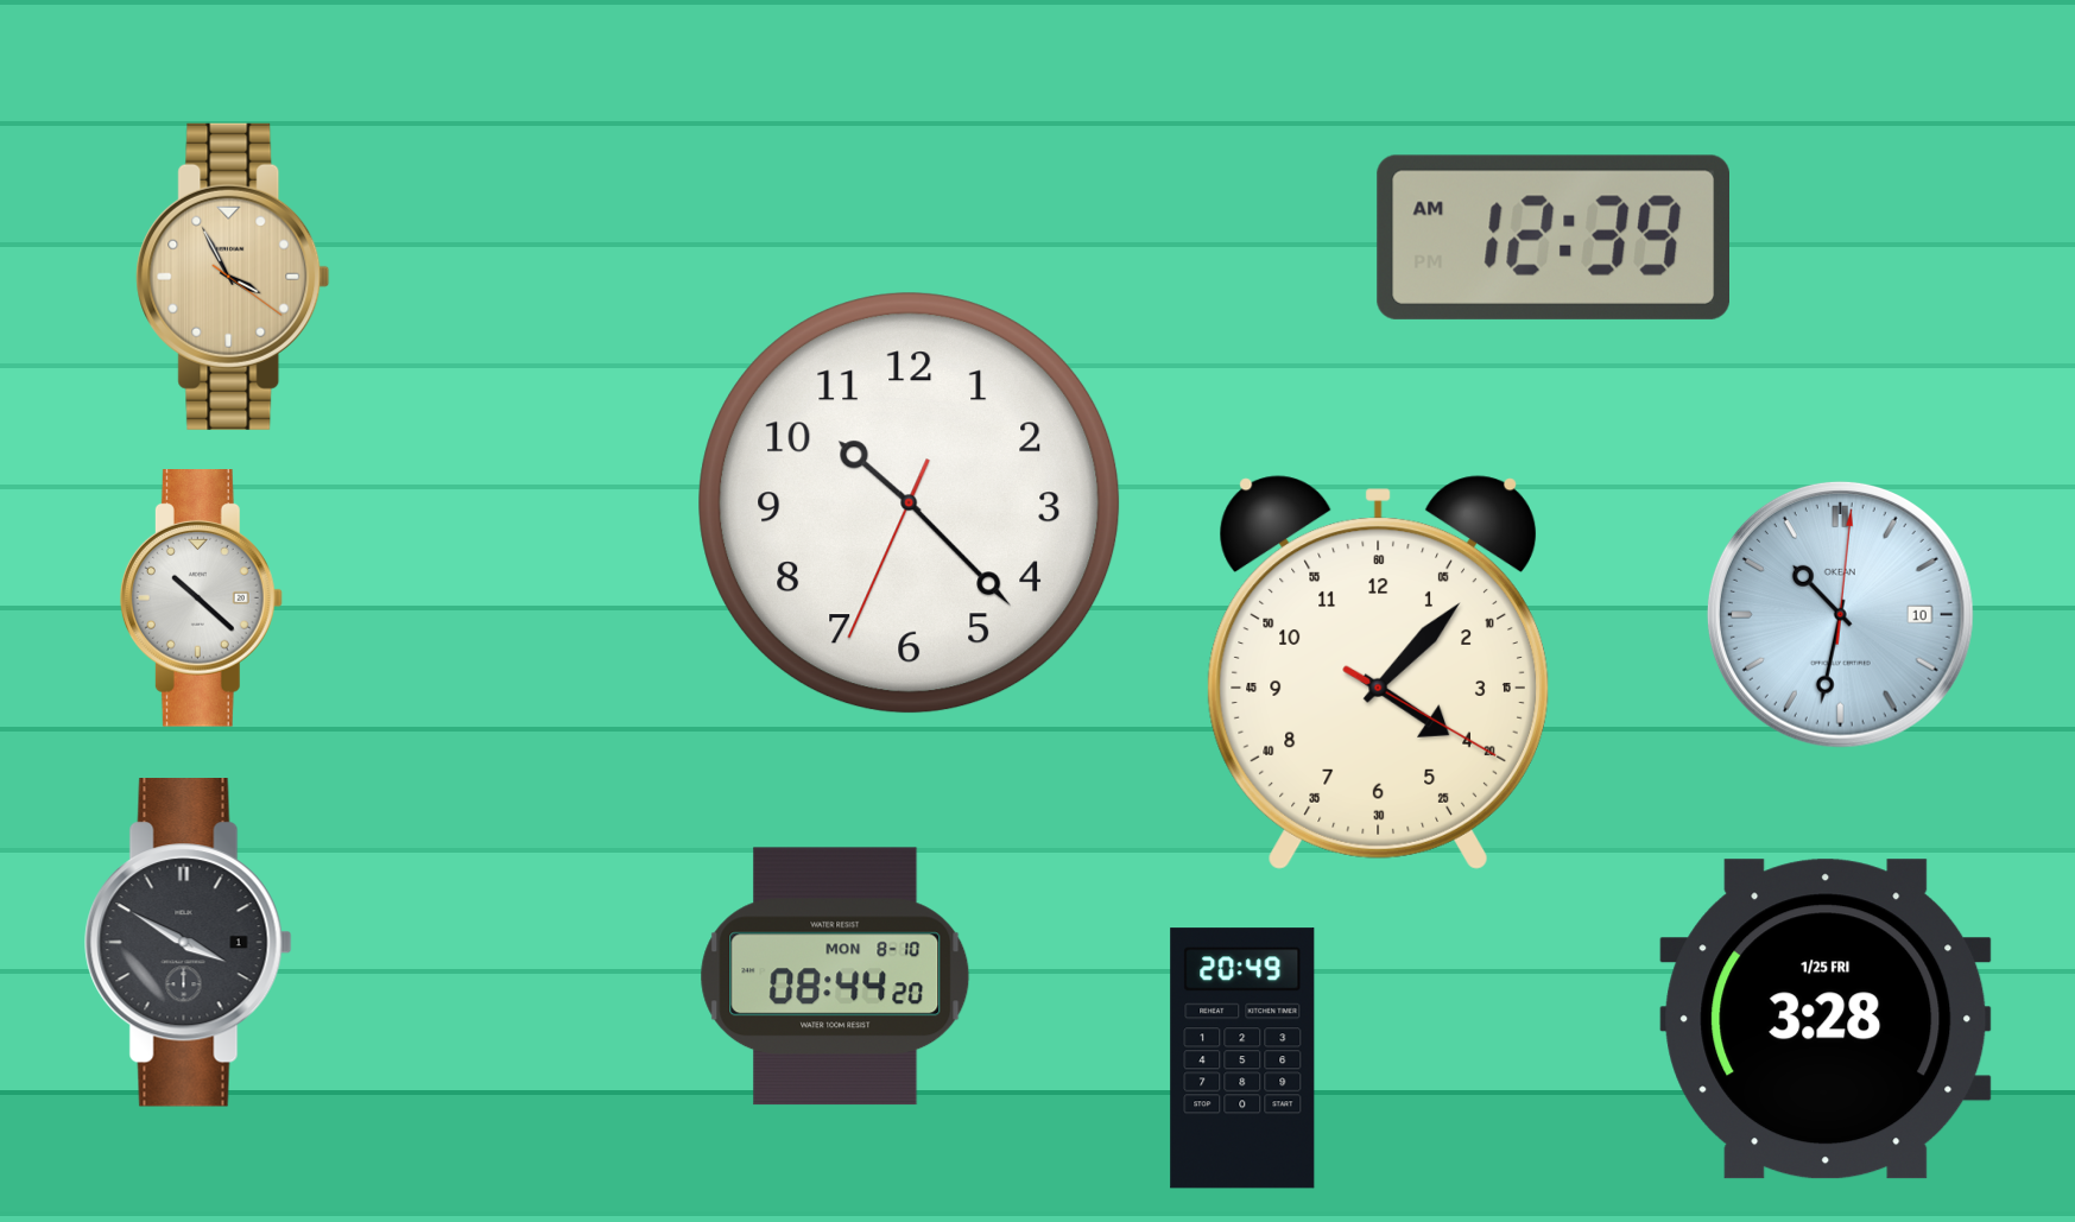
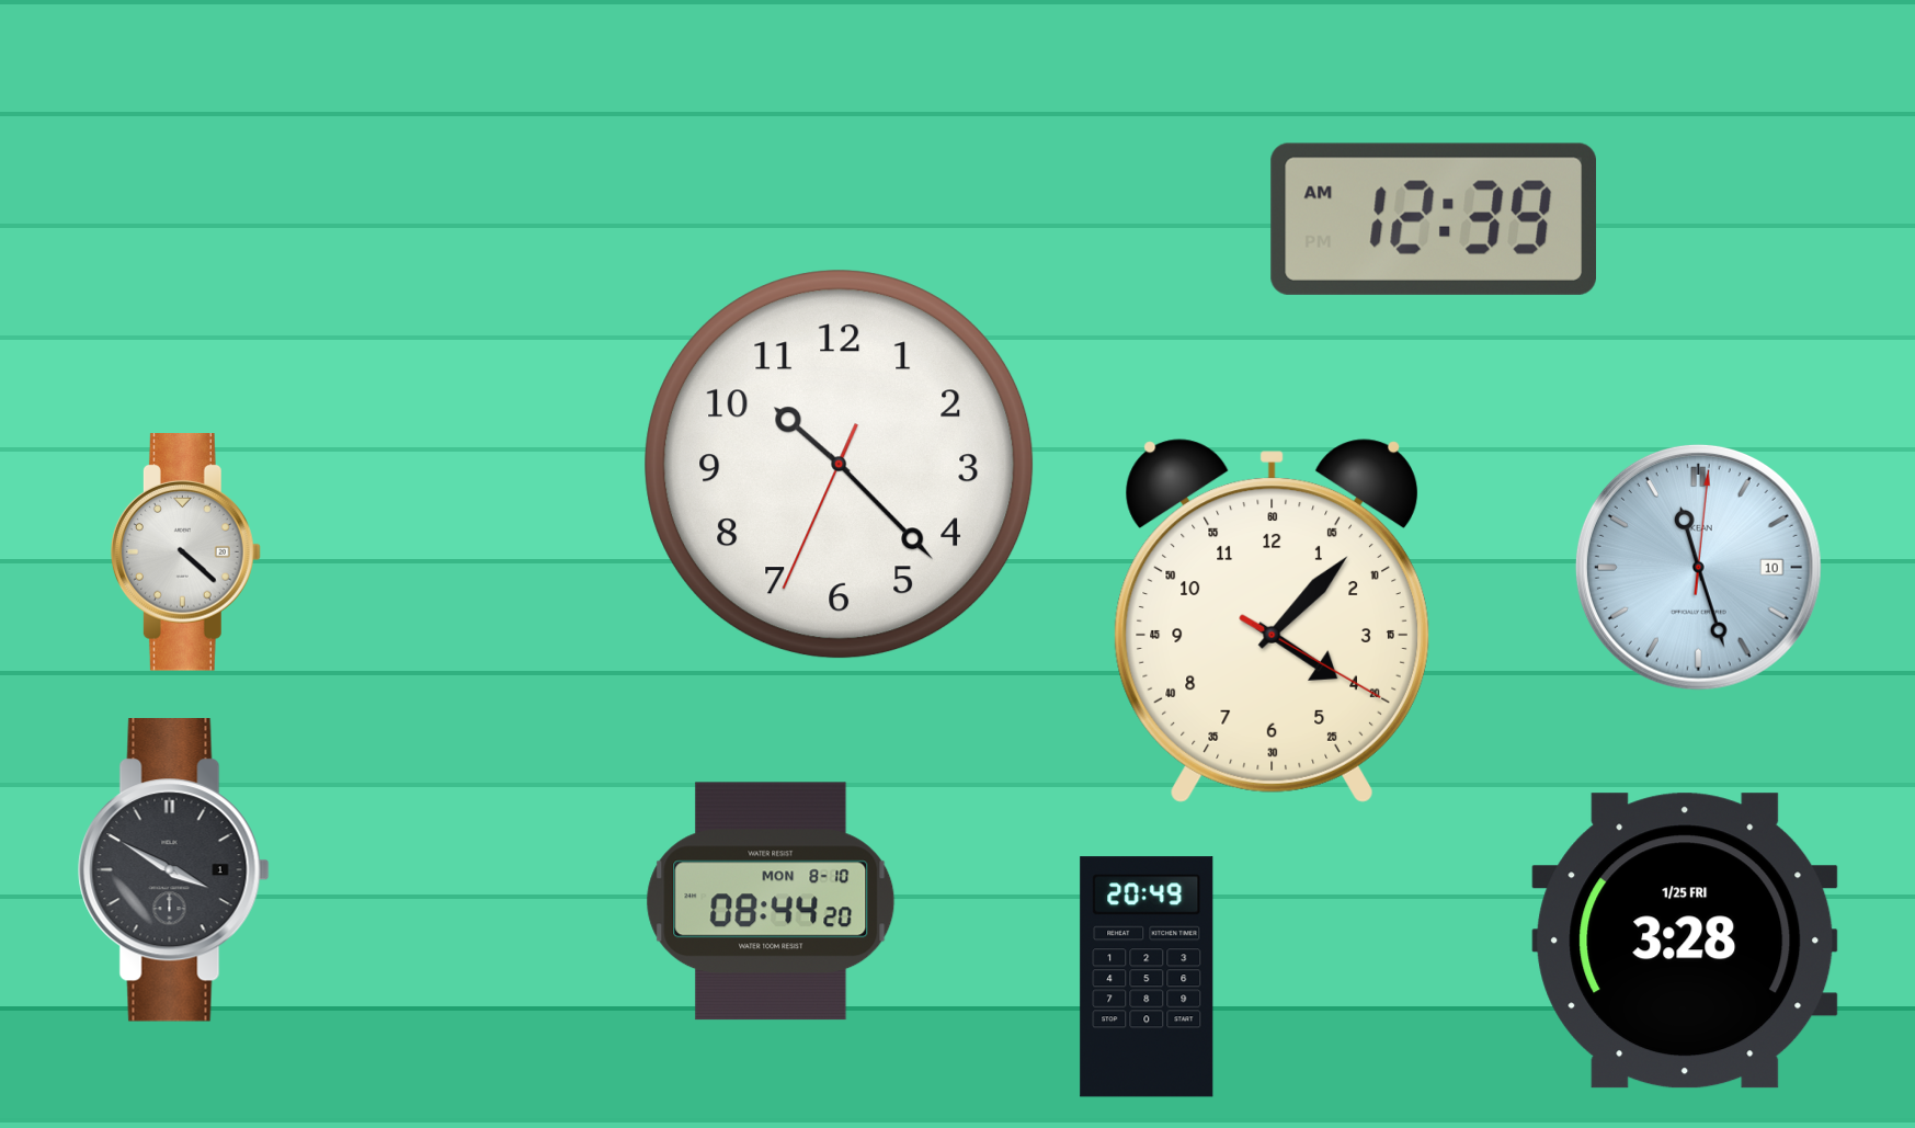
clock at (233, 277): 3:55 -> none
clock at (201, 599): 10:22 -> 4:22
clock at (1840, 614): 10:32 -> 11:27
